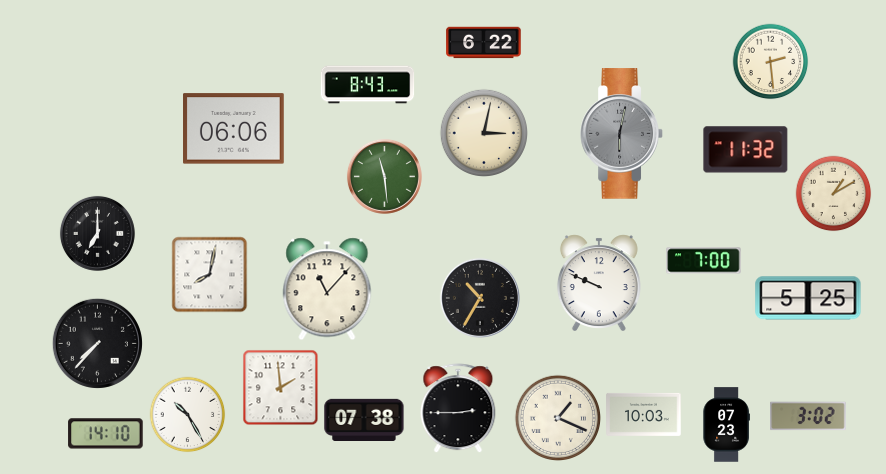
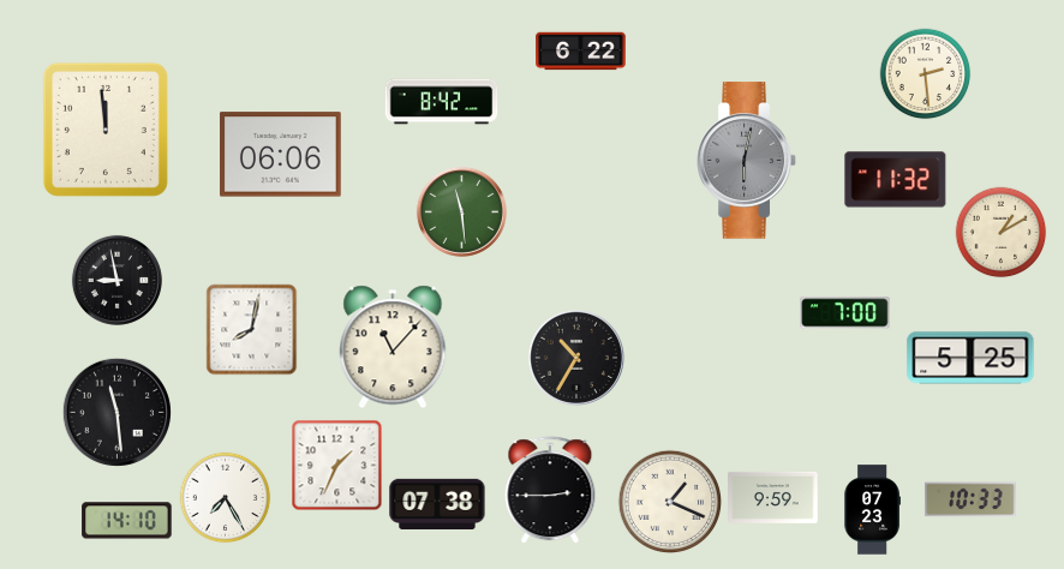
clock at (368, 85): 8:43 -> 8:42
clock at (106, 130): none -> 11:59
clock at (483, 132): 3:02 -> none
clock at (97, 233): 7:00 -> 8:58
clock at (599, 282): 9:49 -> none
clock at (97, 343): 7:37 -> 11:29
clock at (281, 388): 1:59 -> 1:34
clock at (644, 414): 10:03 -> 9:59
clock at (188, 415): 10:25 -> 7:25
clock at (808, 416): 3:02 -> 10:33
